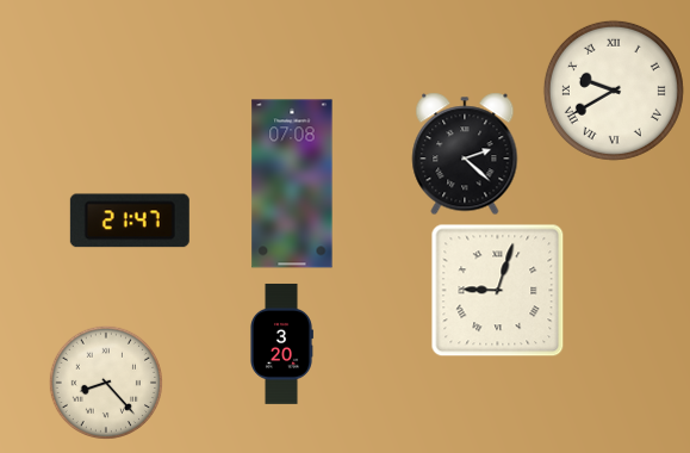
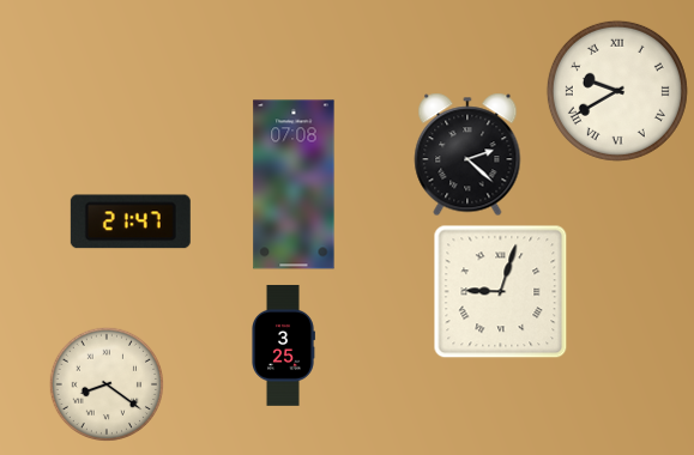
clock at (282, 343): 3:20 -> 3:25
clock at (105, 381): 8:23 -> 8:21
